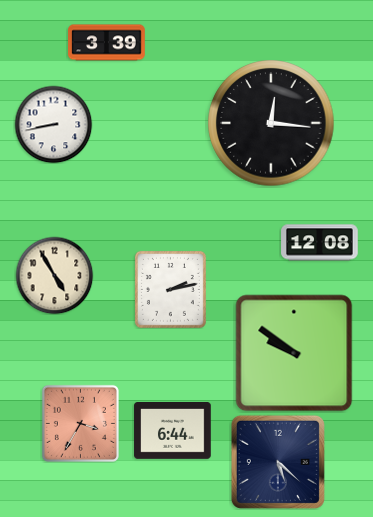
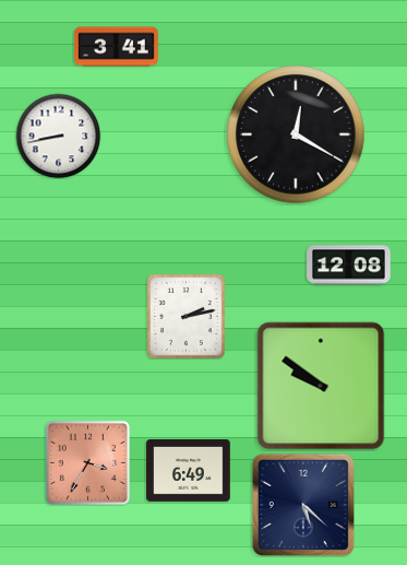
clock at (107, 43): 3:39 -> 3:41
clock at (271, 123): 12:16 -> 12:20
clock at (54, 275): 4:55 -> none
clock at (173, 431): 6:44 -> 6:49
